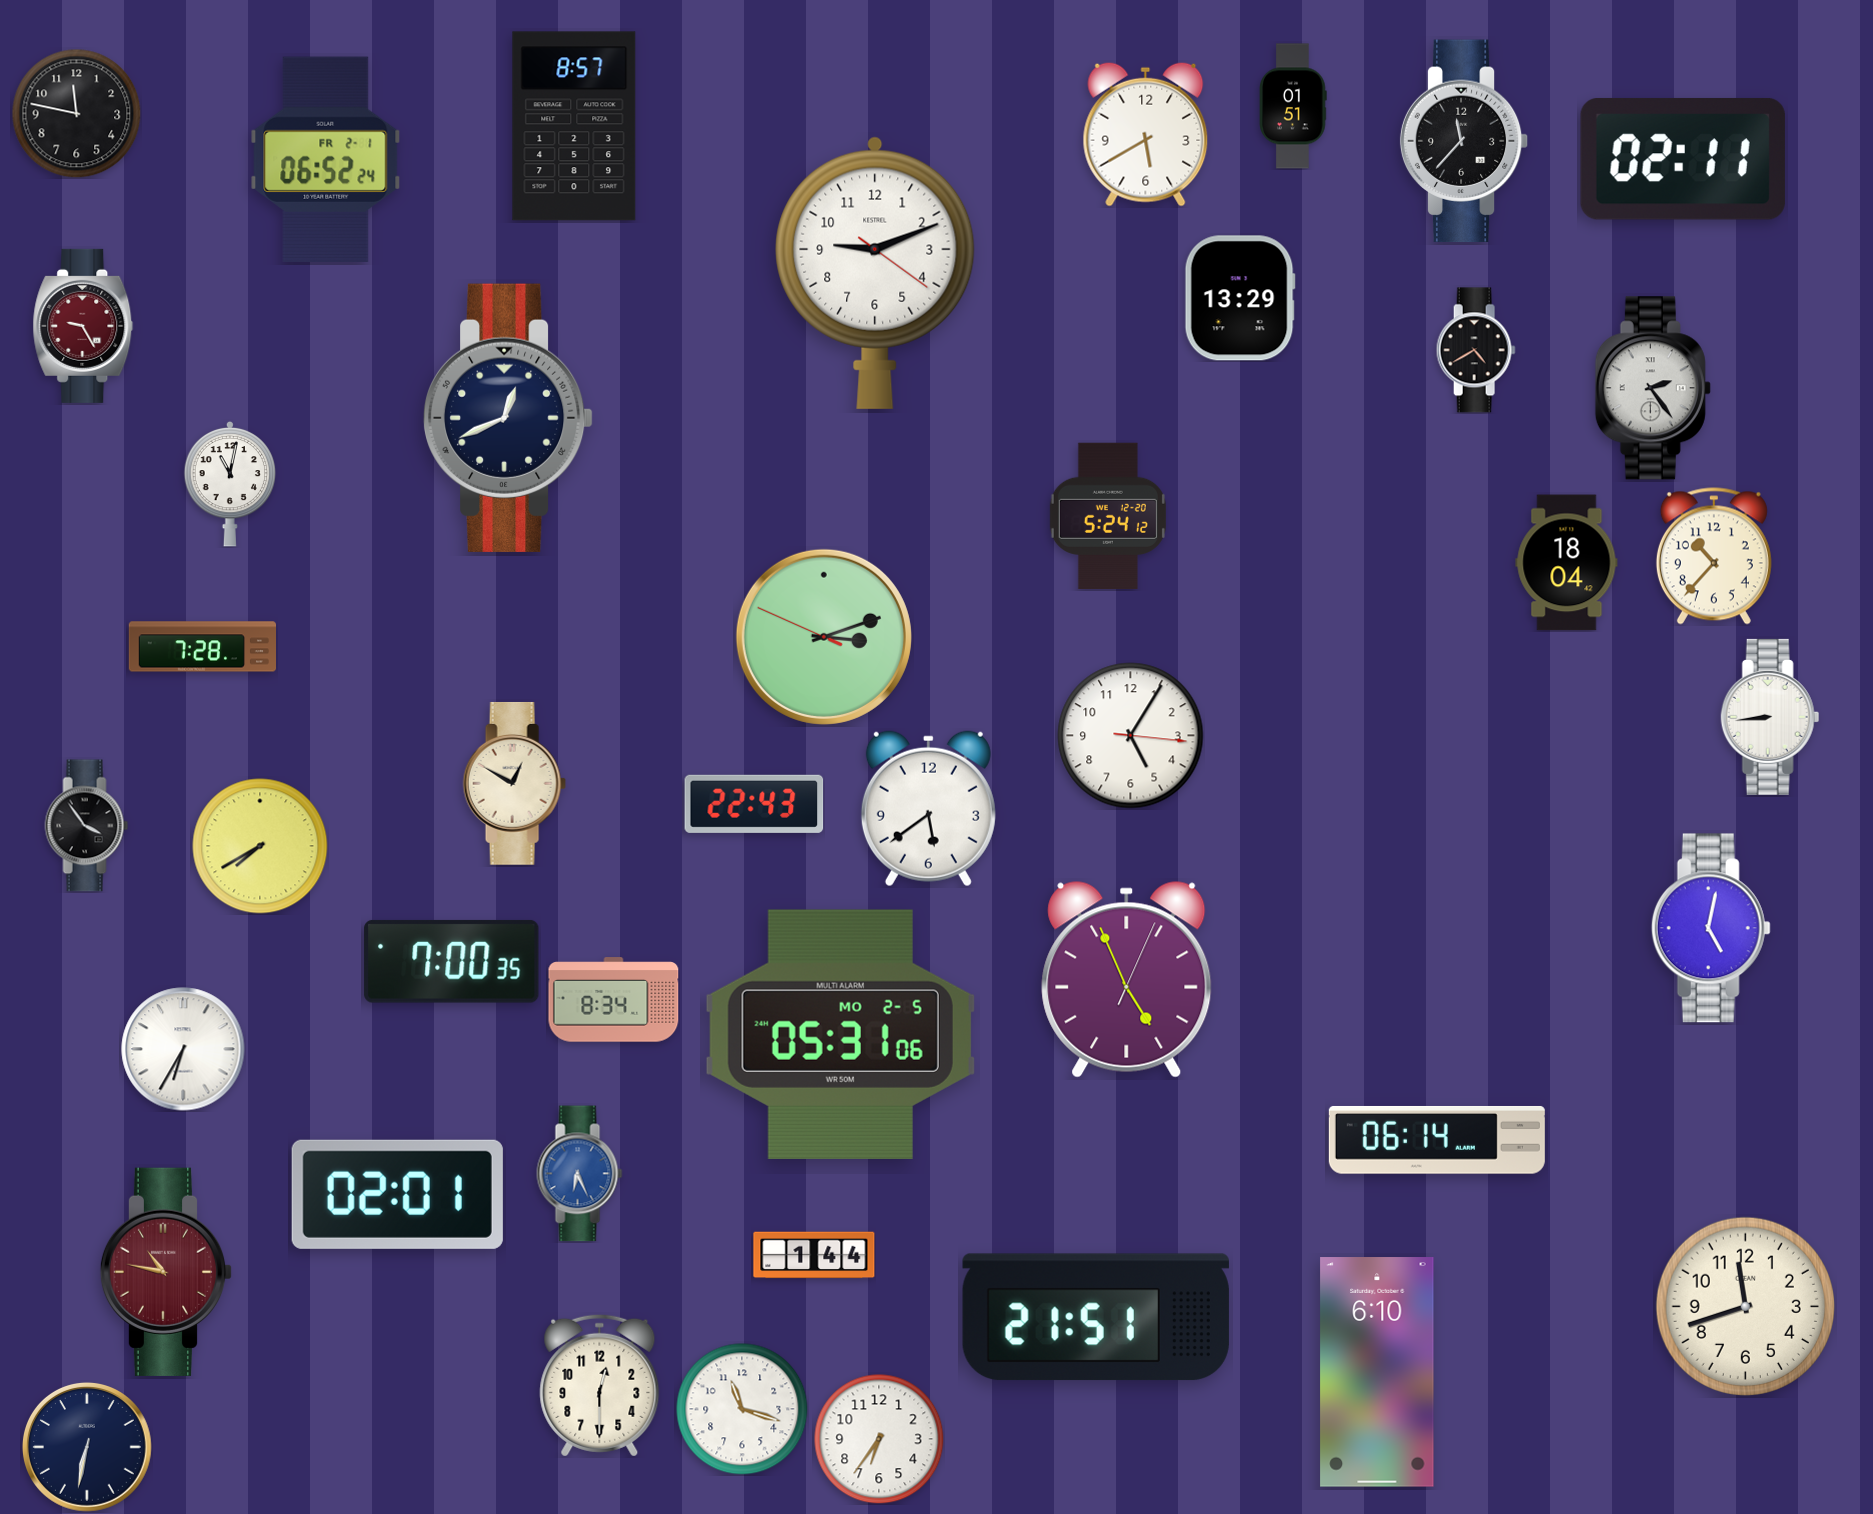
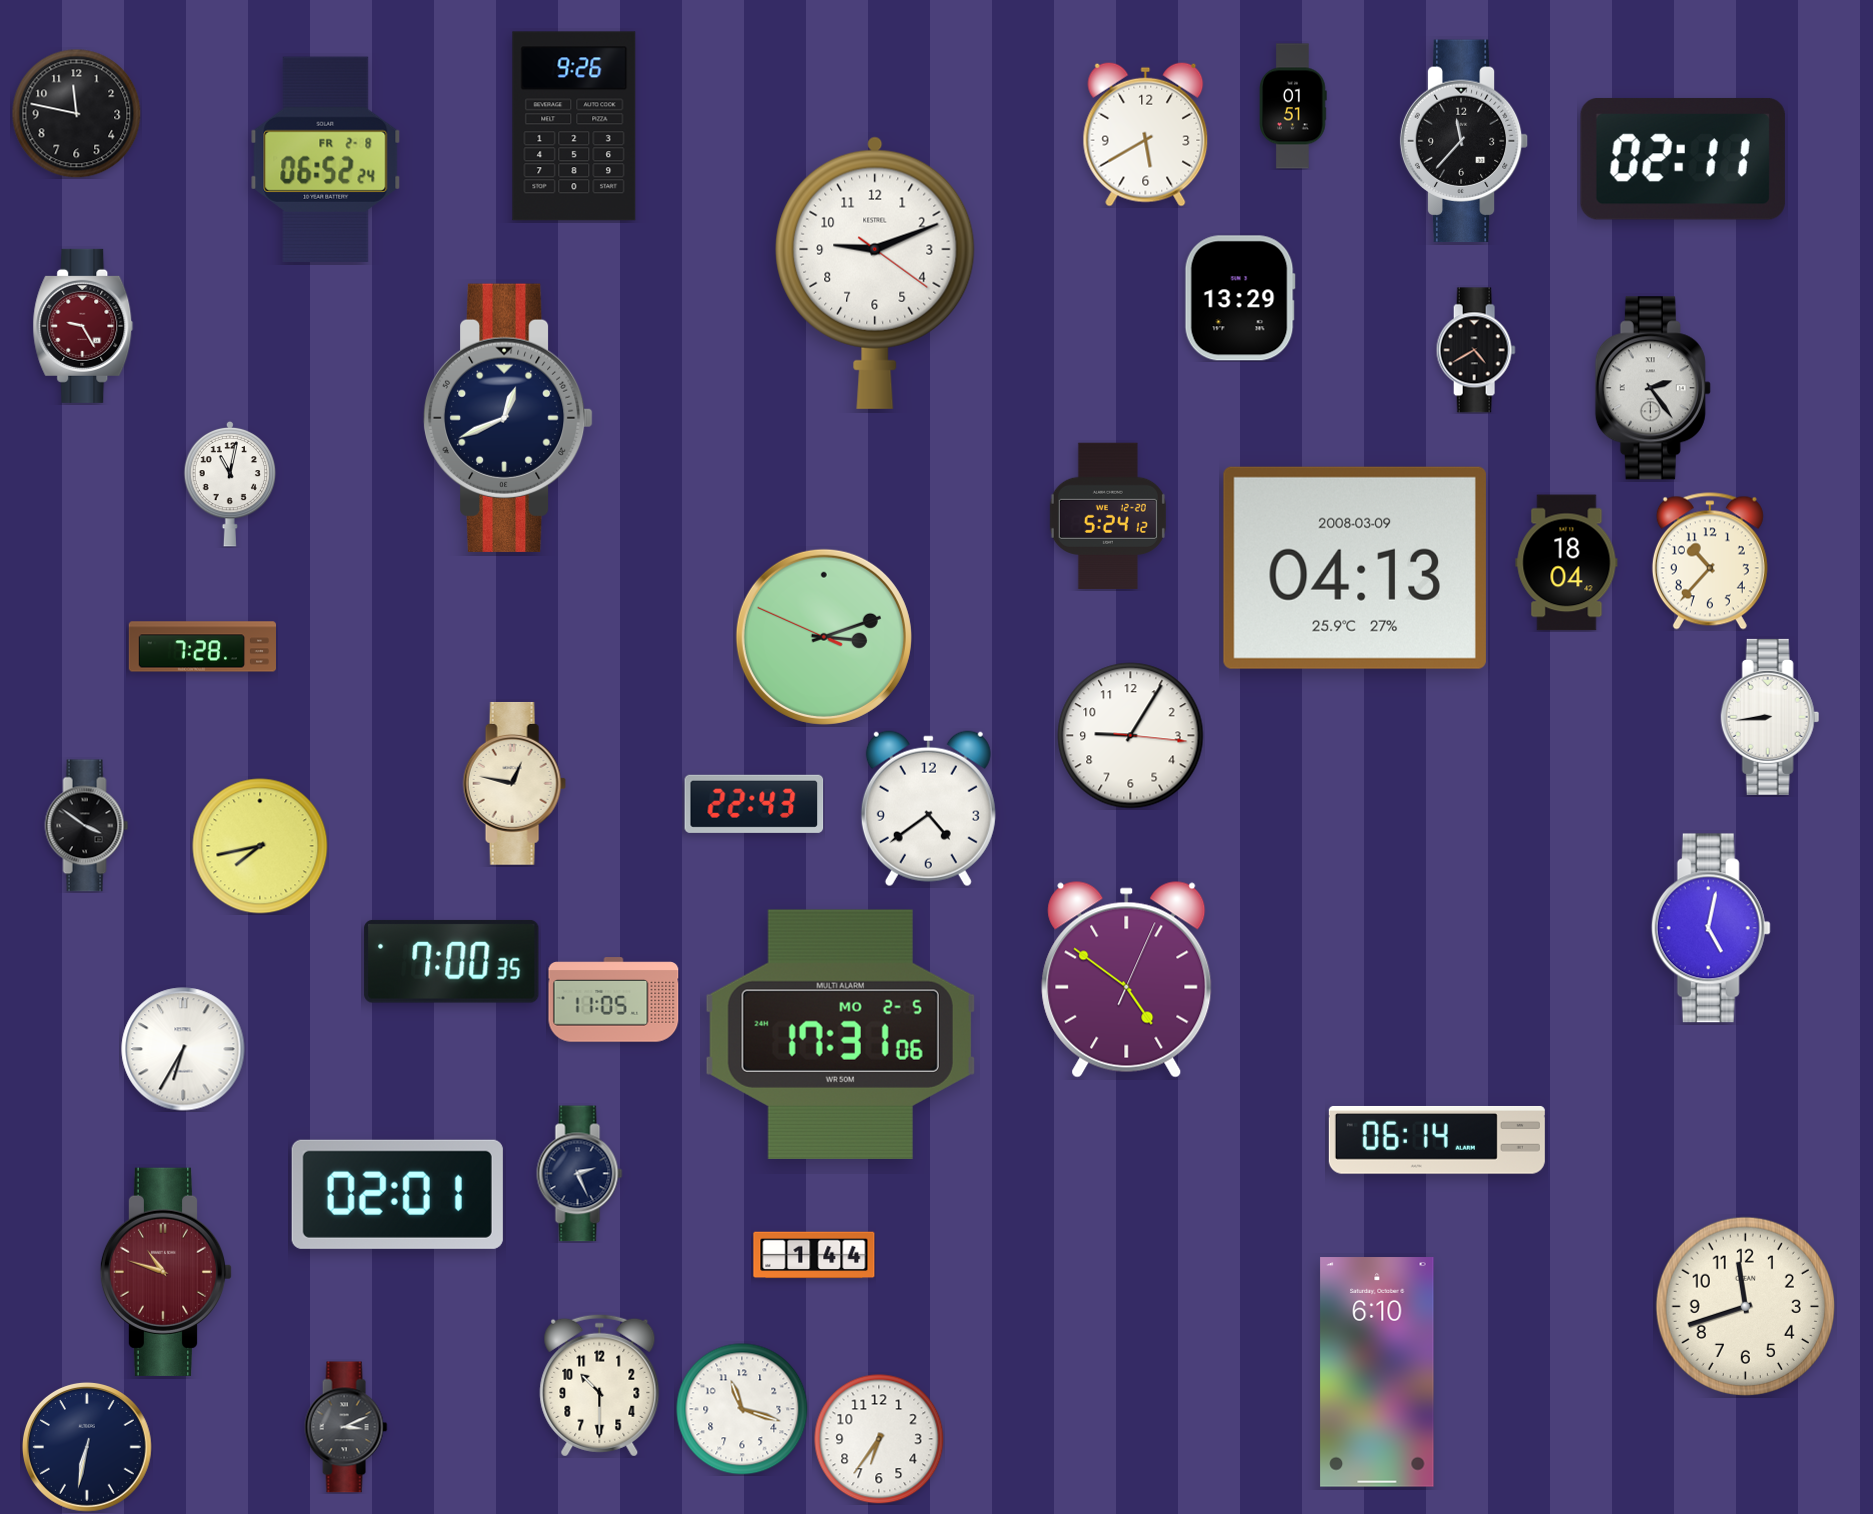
clock at (574, 126): 8:57 -> 9:26
clock at (326, 159) date: FR 2-1 -> FR 2-8
clock at (1714, 556) position: (1714, 556) -> (1710, 561)
clock at (1355, 568): none -> 04:13
clock at (1131, 736): 5:05 -> 9:05
clock at (514, 783): 12:50 -> 12:47
clock at (928, 809): 5:39 -> 4:39
clock at (87, 826): 3:54 -> 3:51
clock at (260, 846): 7:40 -> 7:43
clock at (1127, 980): 4:56 -> 4:51
clock at (614, 1000): 8:34 -> 11:05
clock at (840, 1034): 05:31 -> 17:31
clock at (580, 1174): 6:26 -> 2:26
clock at (580, 1174) dial: blue -> navy
clock at (166, 1272): 10:47 -> 10:48
clock at (1096, 1317): 21:51 -> none
clock at (600, 1385): 12:30 -> 10:30
clock at (346, 1427): none -> 3:11
